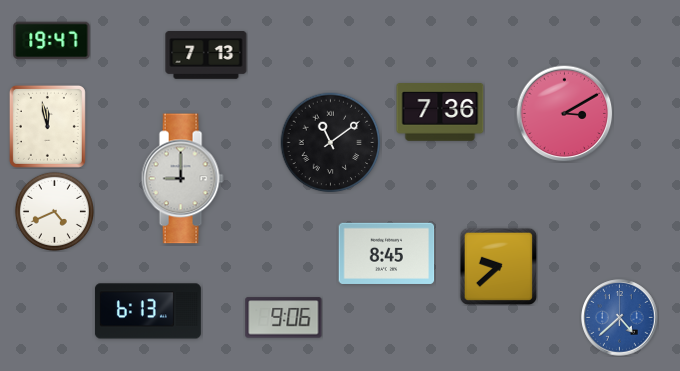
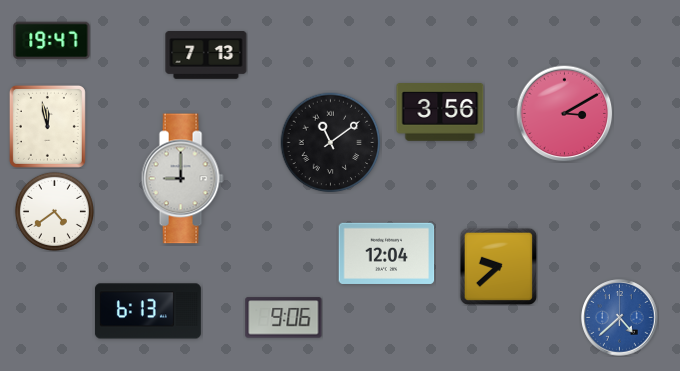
clock at (440, 113): 7:36 -> 3:56
clock at (54, 211): 4:41 -> 4:39
clock at (387, 253): 8:45 -> 12:04
